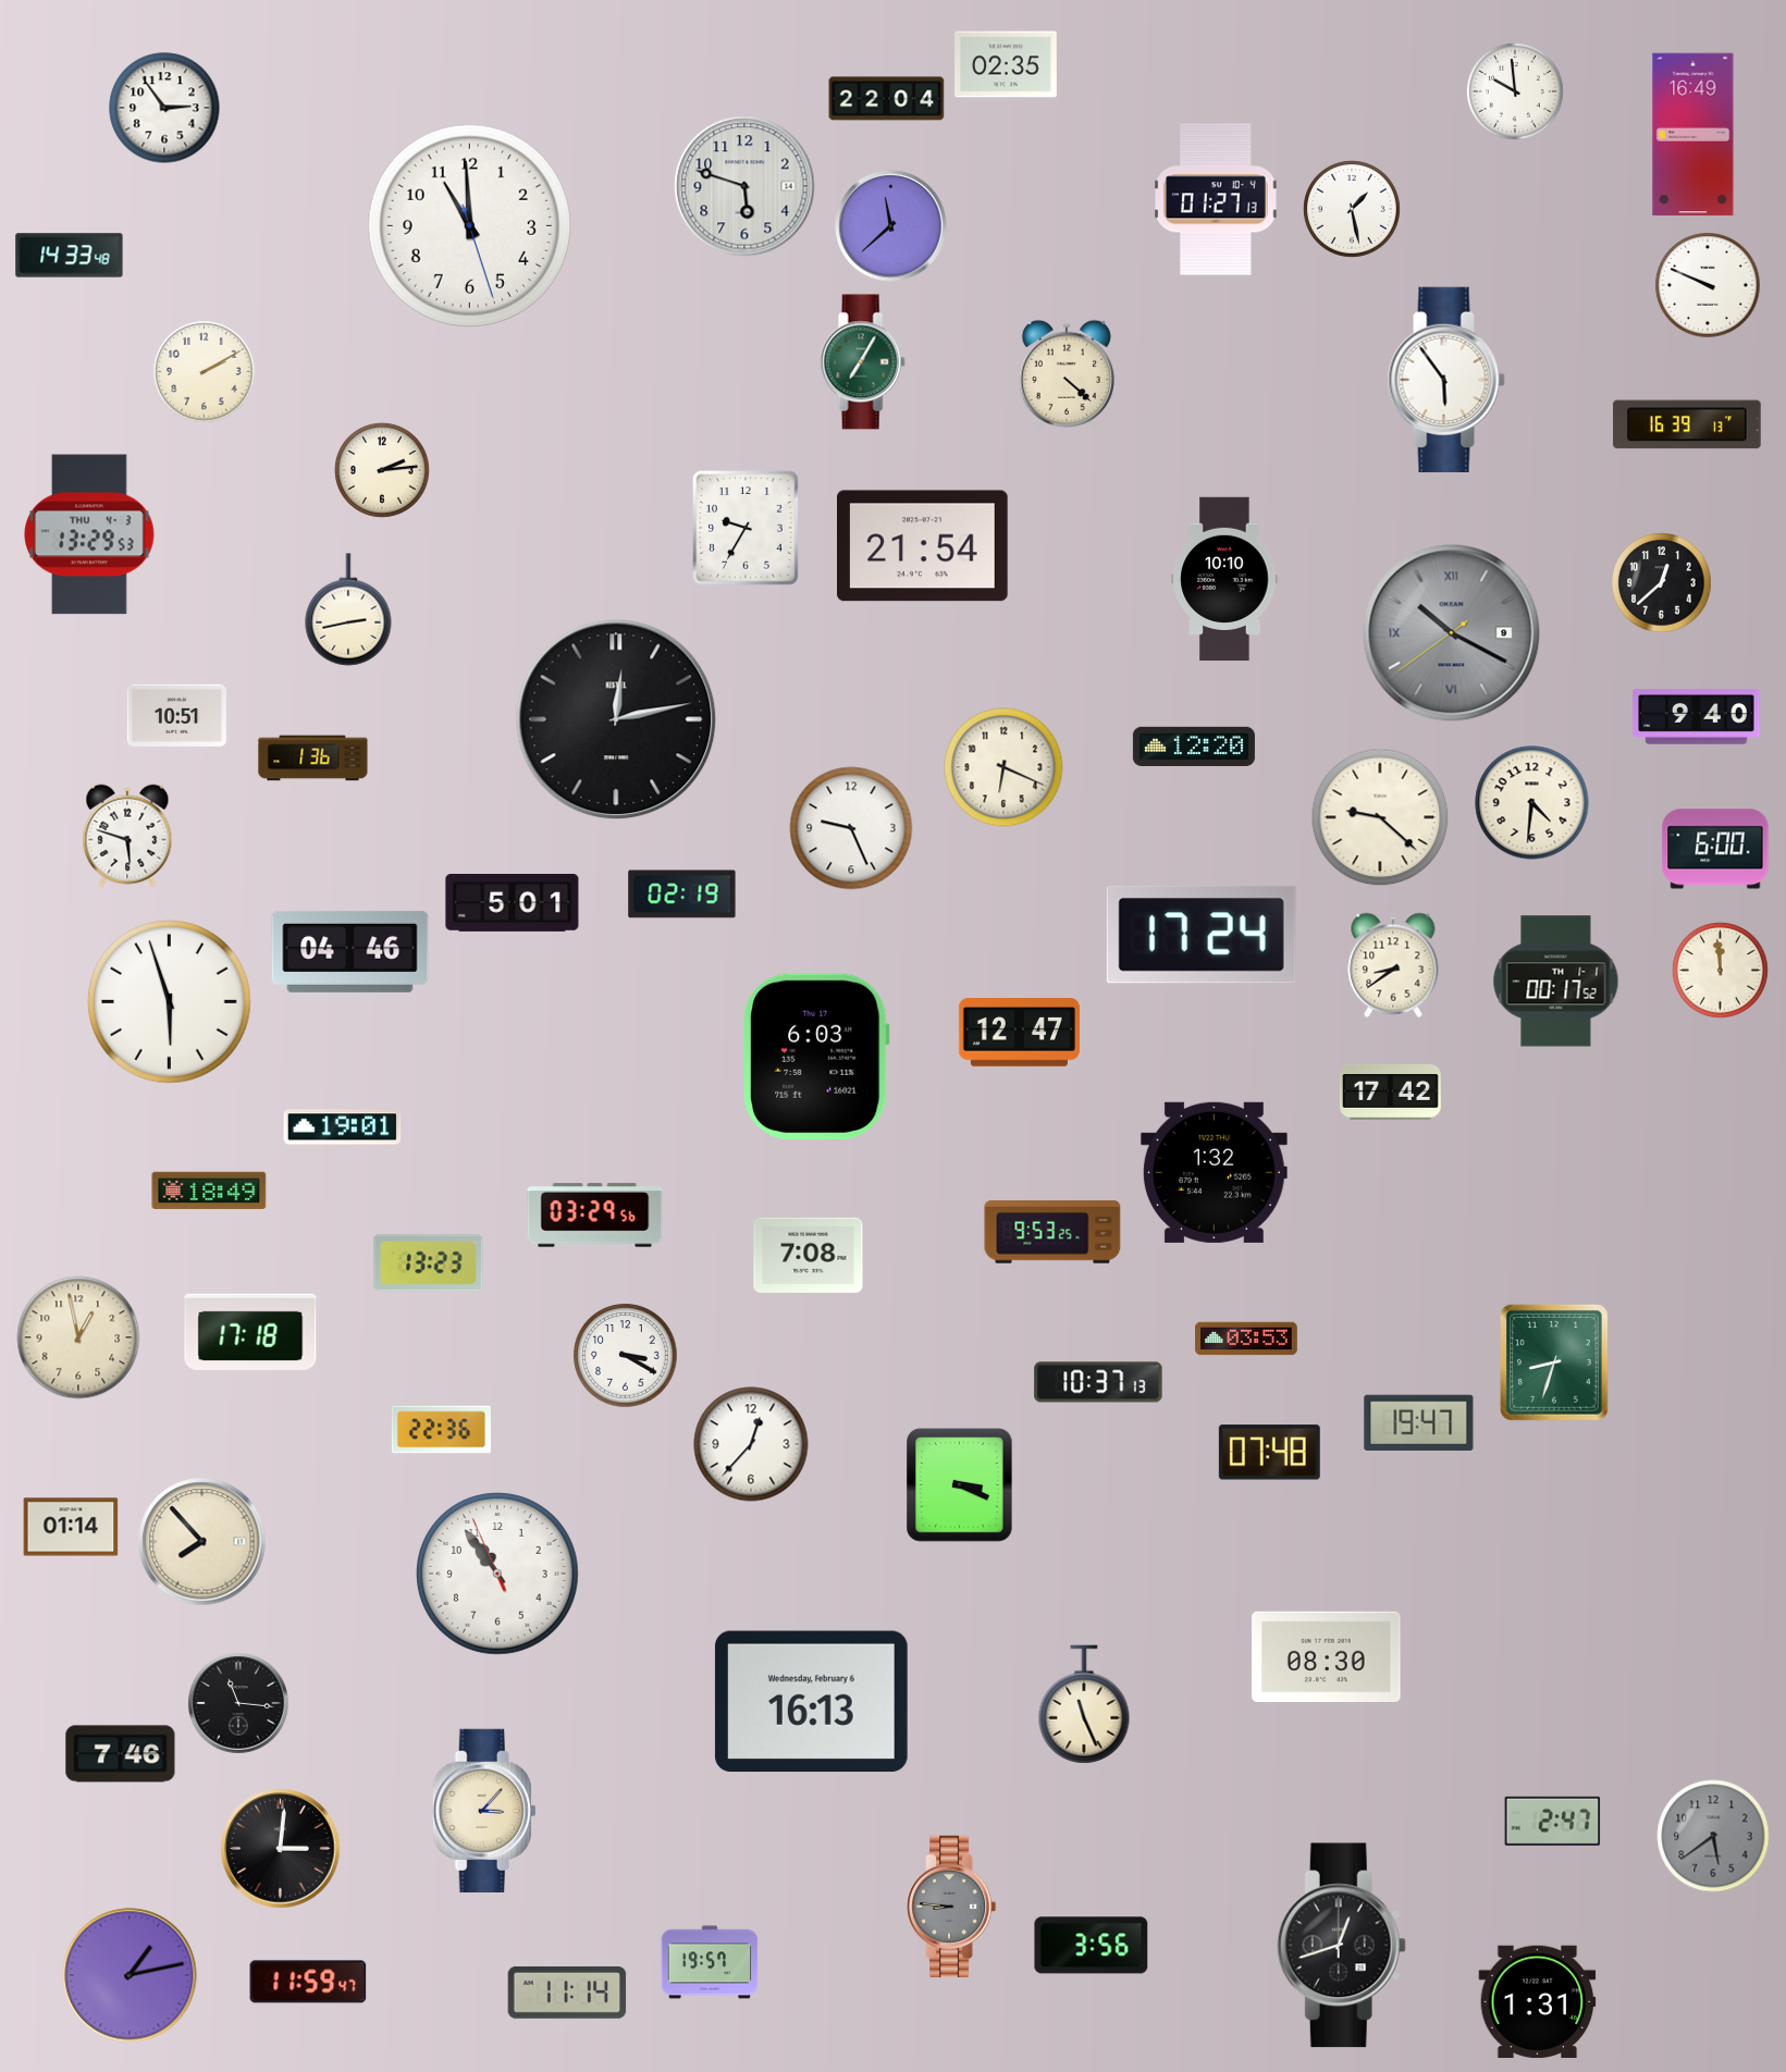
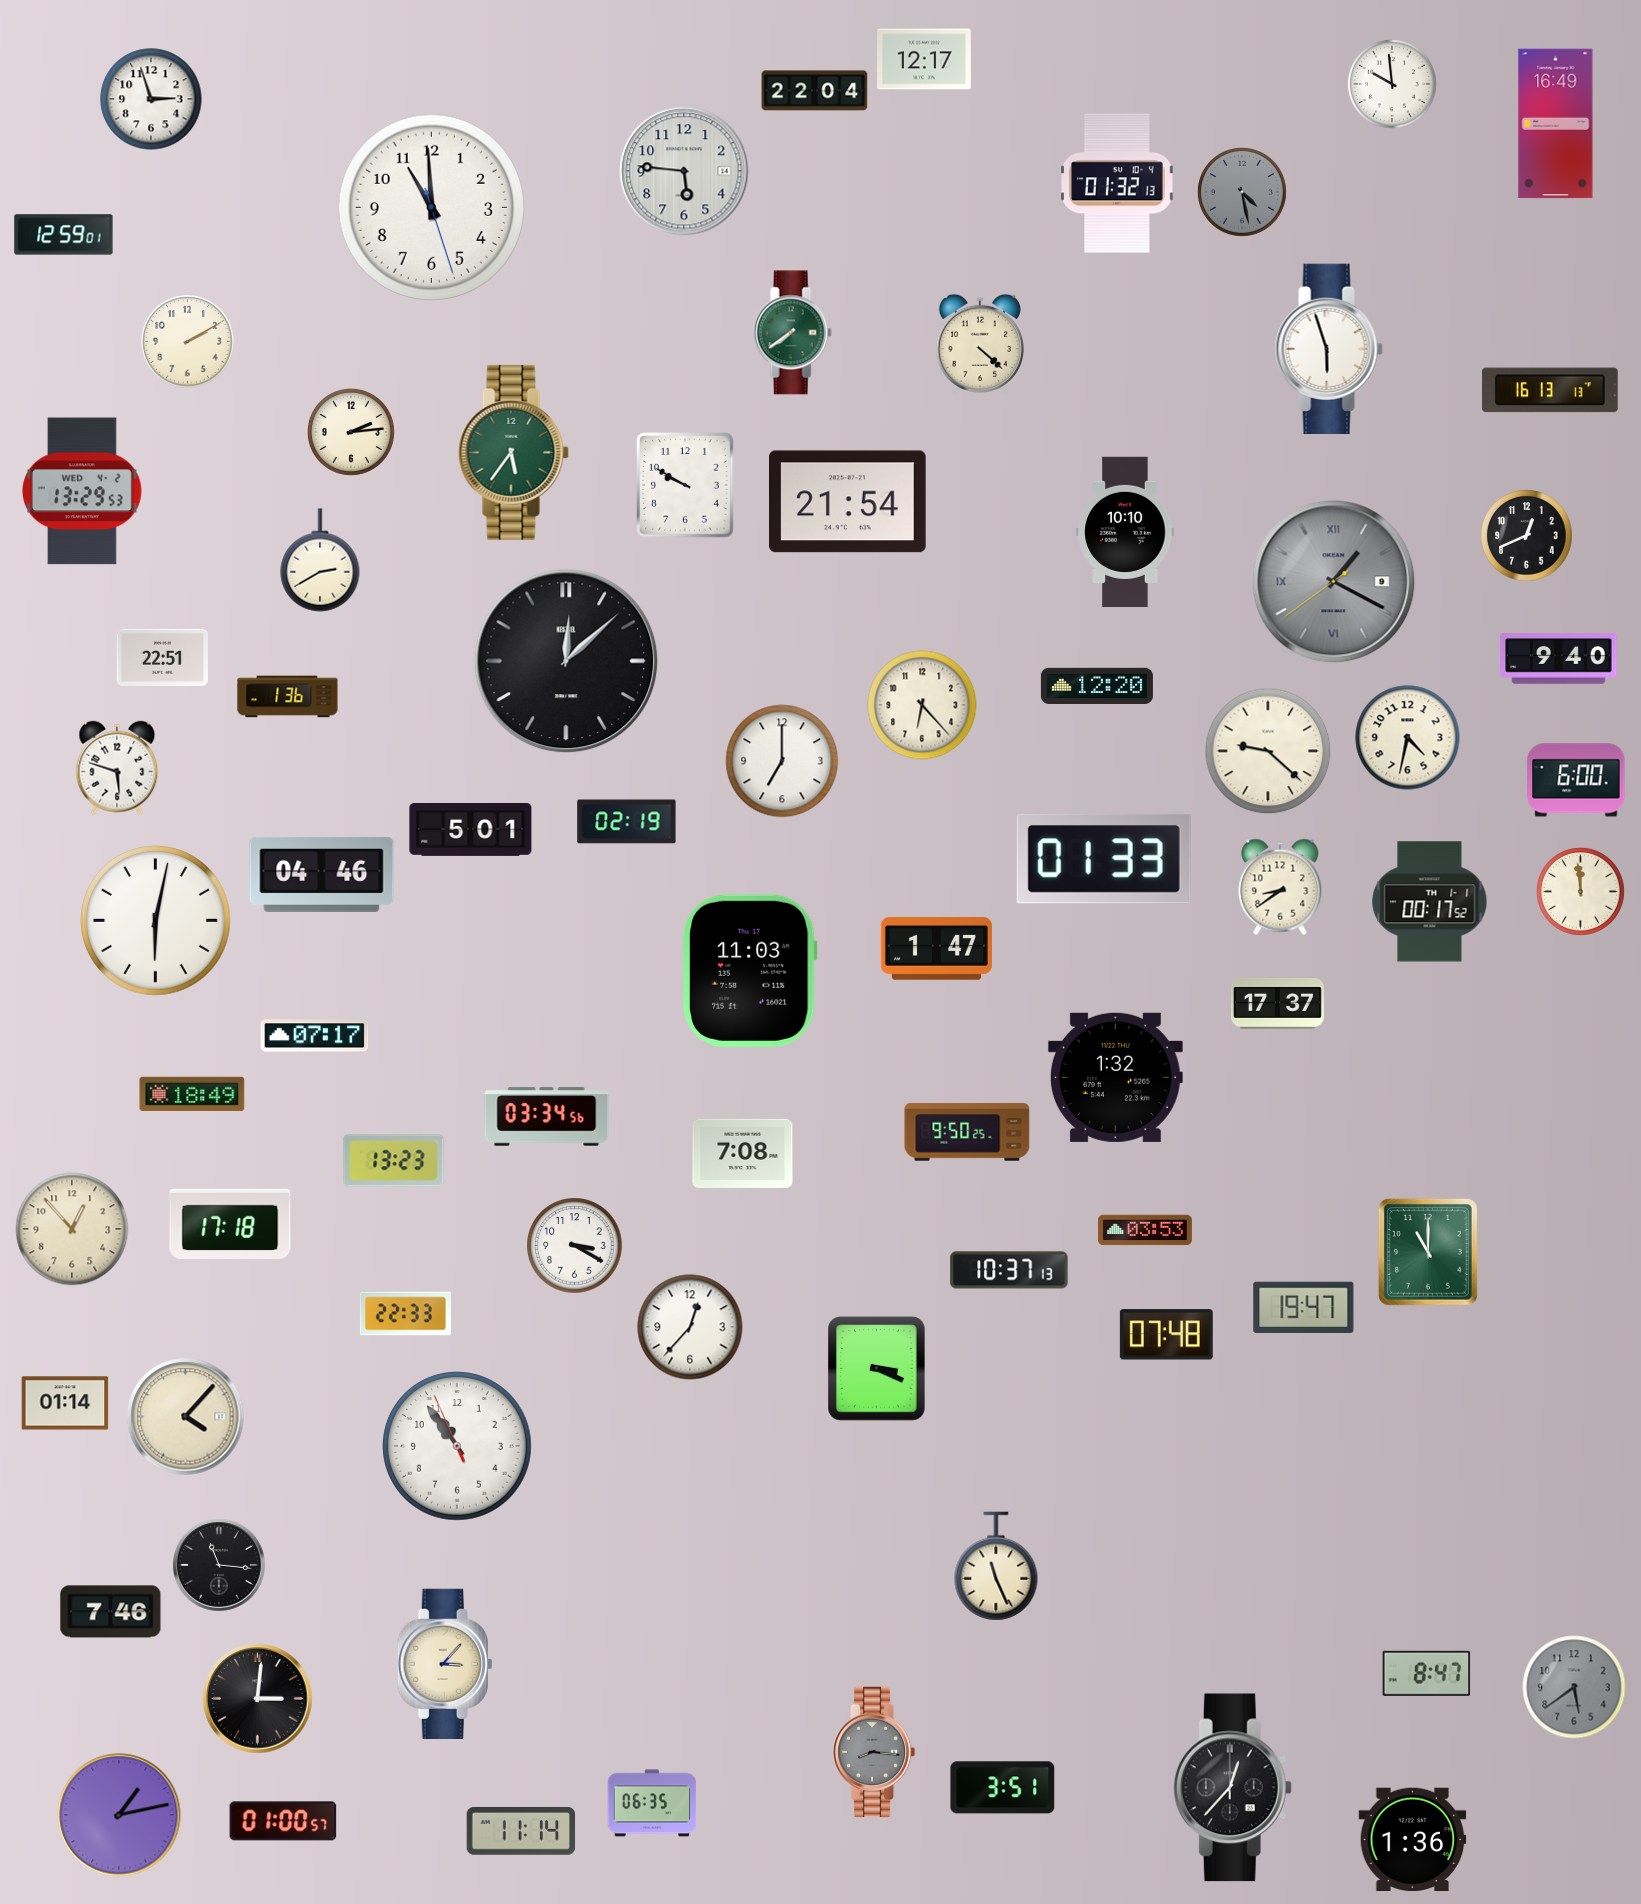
clock at (1007, 64): 02:35 -> 12:17
clock at (164, 108): 2:54 -> 2:57
clock at (744, 186): 5:48 -> 5:46
clock at (1216, 199): 01:27 -> 01:32
clock at (1353, 209): 1:28 -> 4:28
clock at (1353, 209) dial: white -> grey
clock at (891, 226): 11:38 -> none
clock at (70, 256): 14:33 -> 12:59
clock at (1708, 285): 9:49 -> none
clock at (862, 362): 7:05 -> 7:39
clock at (1446, 379): 5:54 -> 5:57
clock at (1688, 424): 16:39 -> 16:13
clock at (513, 452): none -> 5:36
clock at (746, 528): 9:35 -> 9:50
clock at (89, 534) date: THU 4-3 -> WED 4-2
clock at (1662, 583): 12:38 -> 12:41
clock at (348, 609): 2:43 -> 2:40
clock at (1452, 633): 10:19 -> 1:19
clock at (176, 715): 10:51 -> 22:51
clock at (616, 719): 12:13 -> 12:08
clock at (1003, 767): 6:19 -> 6:23
clock at (1532, 803): 4:31 -> 4:32
clock at (851, 828): 9:26 -> 7:00
clock at (1202, 935): 17:24 -> 01:33
clock at (170, 1002): 5:57 -> 6:02
clock at (1019, 1033): 12:47 -> 1:47
clock at (817, 1057): 6:03 -> 11:03
clock at (1390, 1093): 17:42 -> 17:37
clock at (343, 1127): 19:01 -> 07:17
clock at (595, 1216): 03:29 -> 03:34
clock at (1052, 1232): 9:53 -> 9:50
clock at (78, 1337): 12:58 -> 12:53
clock at (1554, 1362): 8:33 -> 11:00
clock at (441, 1430): 22:36 -> 22:33
clock at (960, 1485) position: (960, 1485) -> (877, 1369)
clock at (202, 1542): 7:53 -> 4:07
clock at (1327, 1656): 08:30 -> none
clock at (811, 1702): 16:13 -> none
clock at (1553, 1821): 2:47 -> 8:47
clock at (951, 1905): 8:46 -> 8:16
clock at (1092, 1946): 3:56 -> 3:51
clock at (1341, 1946): 12:42 -> 12:37
clock at (710, 1962): 19:57 -> 06:35
clock at (308, 1982): 11:59 -> 01:00
clock at (1538, 2002): 1:31 -> 1:36
